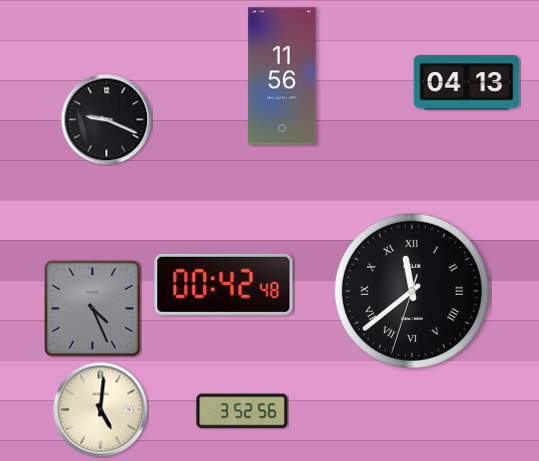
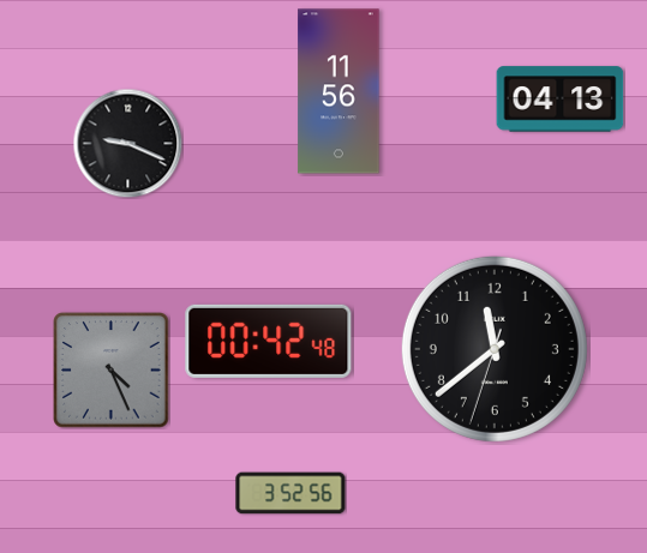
clock at (412, 291) numerals: Roman -> Arabic
clock at (100, 409): 5:01 -> none
